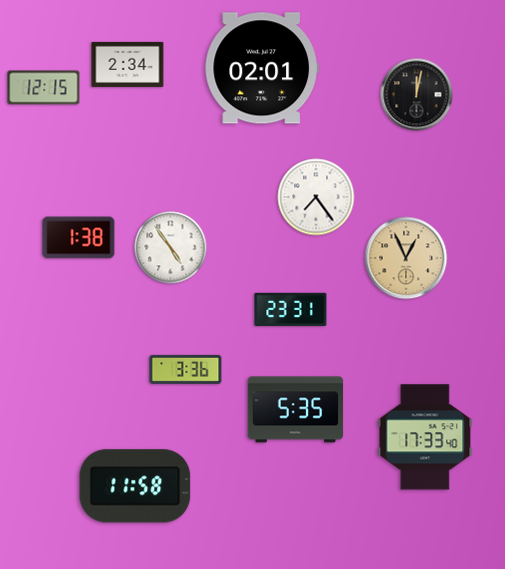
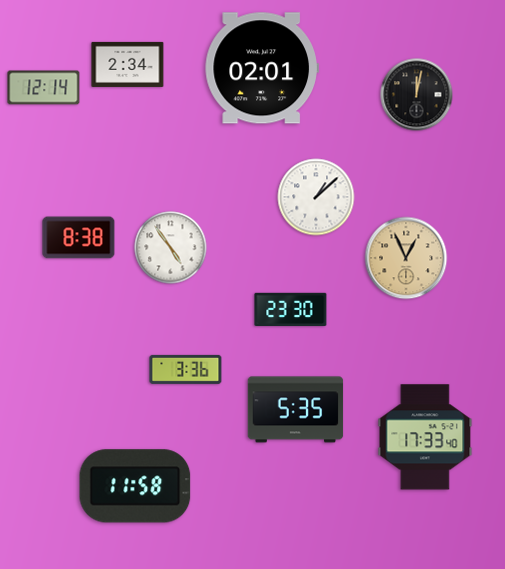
clock at (44, 88): 12:15 -> 12:14
clock at (316, 197): 7:24 -> 1:08
clock at (79, 238): 1:38 -> 8:38
clock at (291, 309): 23:31 -> 23:30
